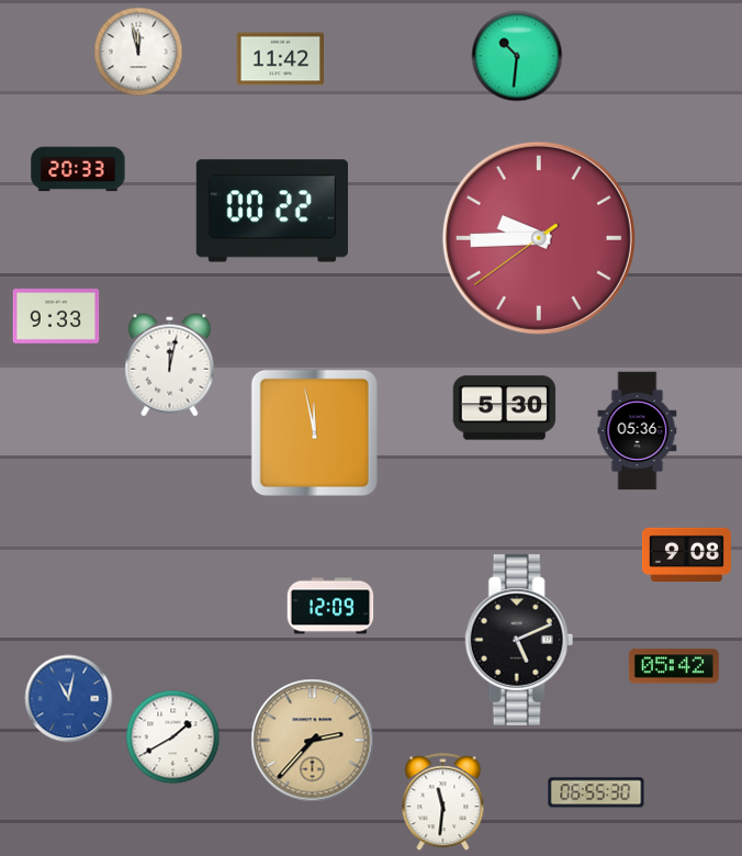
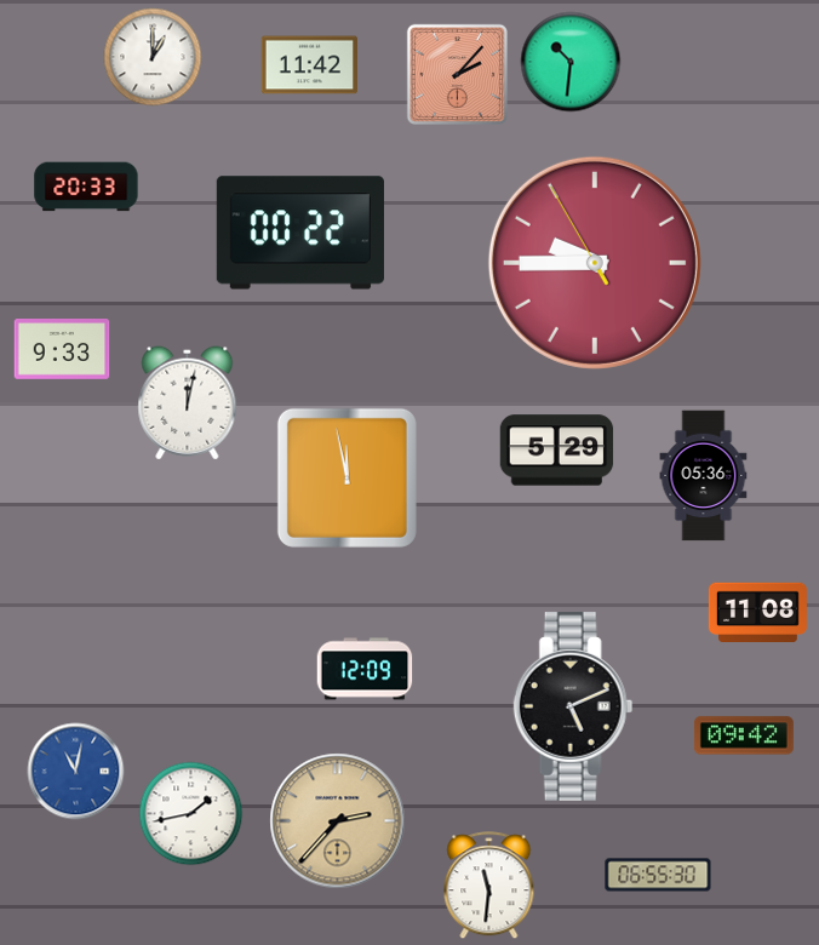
clock at (138, 52): 11:58 -> 1:00
clock at (457, 74): none -> 2:07
clock at (539, 238): 9:44:39 -> 9:44:55
clock at (505, 408): 5:30 -> 5:29
clock at (686, 554): 9:08 -> 11:08
clock at (674, 666): 05:42 -> 09:42
clock at (173, 737): 1:40 -> 1:43
clock at (313, 741) position: (313, 741) -> (338, 821)
